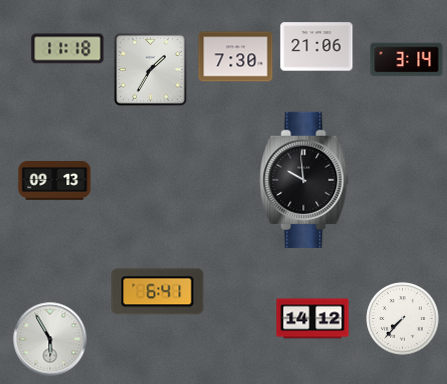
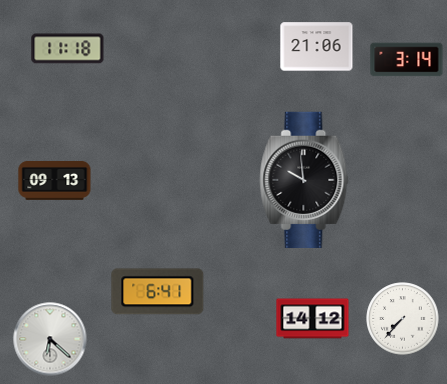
clock at (236, 57): 7:30 -> none
clock at (150, 69): 1:35 -> none
clock at (50, 339): 5:55 -> 6:22
